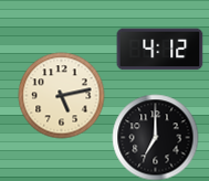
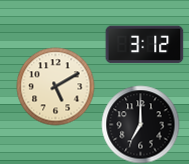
clock at (159, 50): 4:12 -> 3:12
clock at (61, 95): 5:13 -> 5:10
